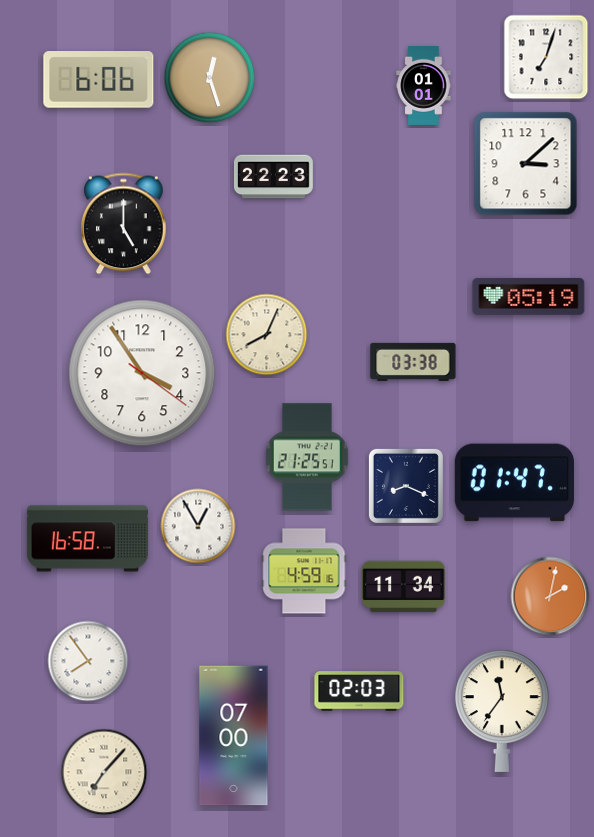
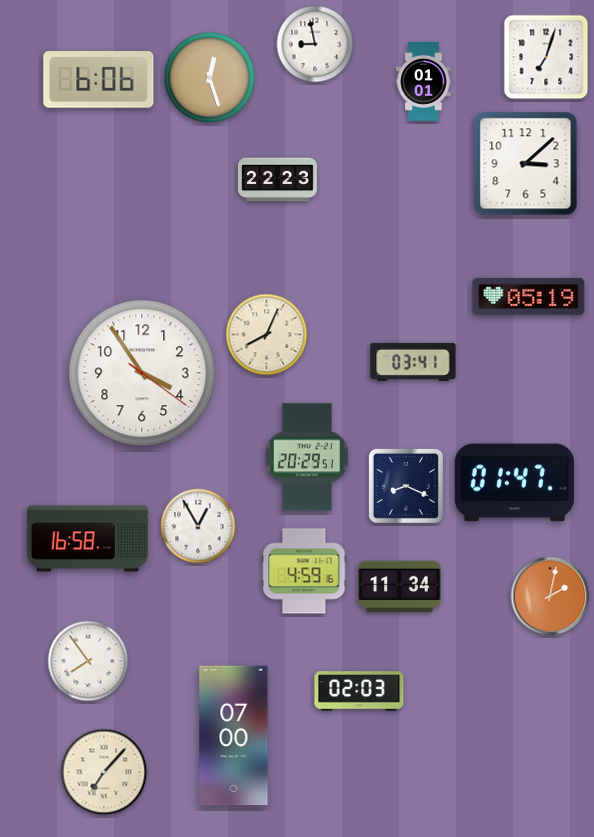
clock at (315, 44): none -> 8:58
clock at (424, 86) position: (424, 86) -> (424, 82)
clock at (273, 177) position: (273, 177) -> (277, 180)
clock at (124, 224): 5:00 -> none
clock at (413, 362): 03:38 -> 03:41
clock at (307, 457): 21:25 -> 20:29
clock at (404, 587) position: (404, 587) -> (400, 587)
clock at (502, 711): 11:36 -> none
